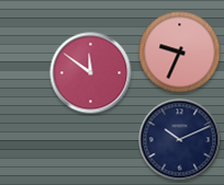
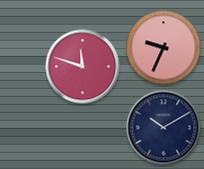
clock at (91, 73): 11:51 -> 11:48
clock at (180, 140): 10:11 -> 10:10
